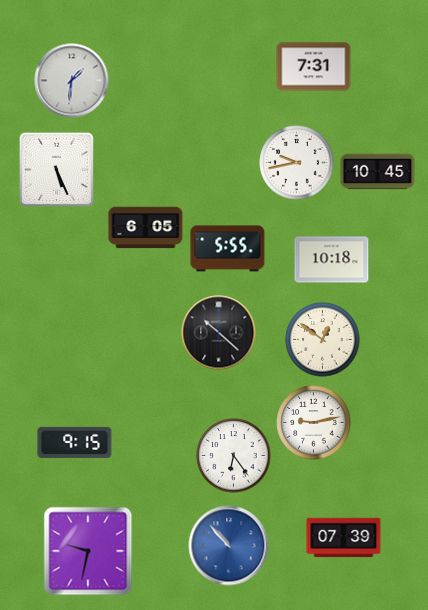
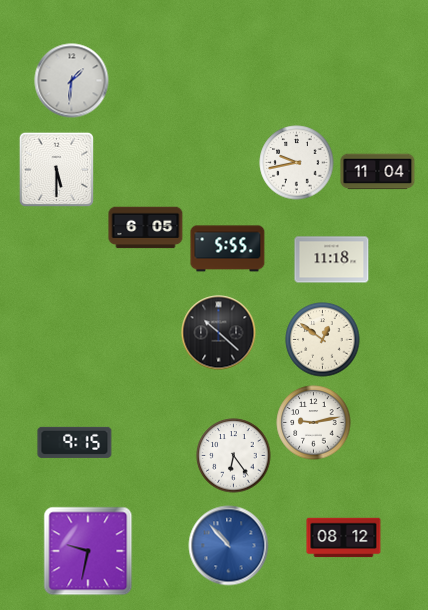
clock at (314, 67): 7:31 -> none
clock at (56, 169): 5:26 -> 5:30
clock at (378, 172): 10:45 -> 11:04
clock at (332, 260): 10:18 -> 11:18
clock at (344, 538): 07:39 -> 08:12
